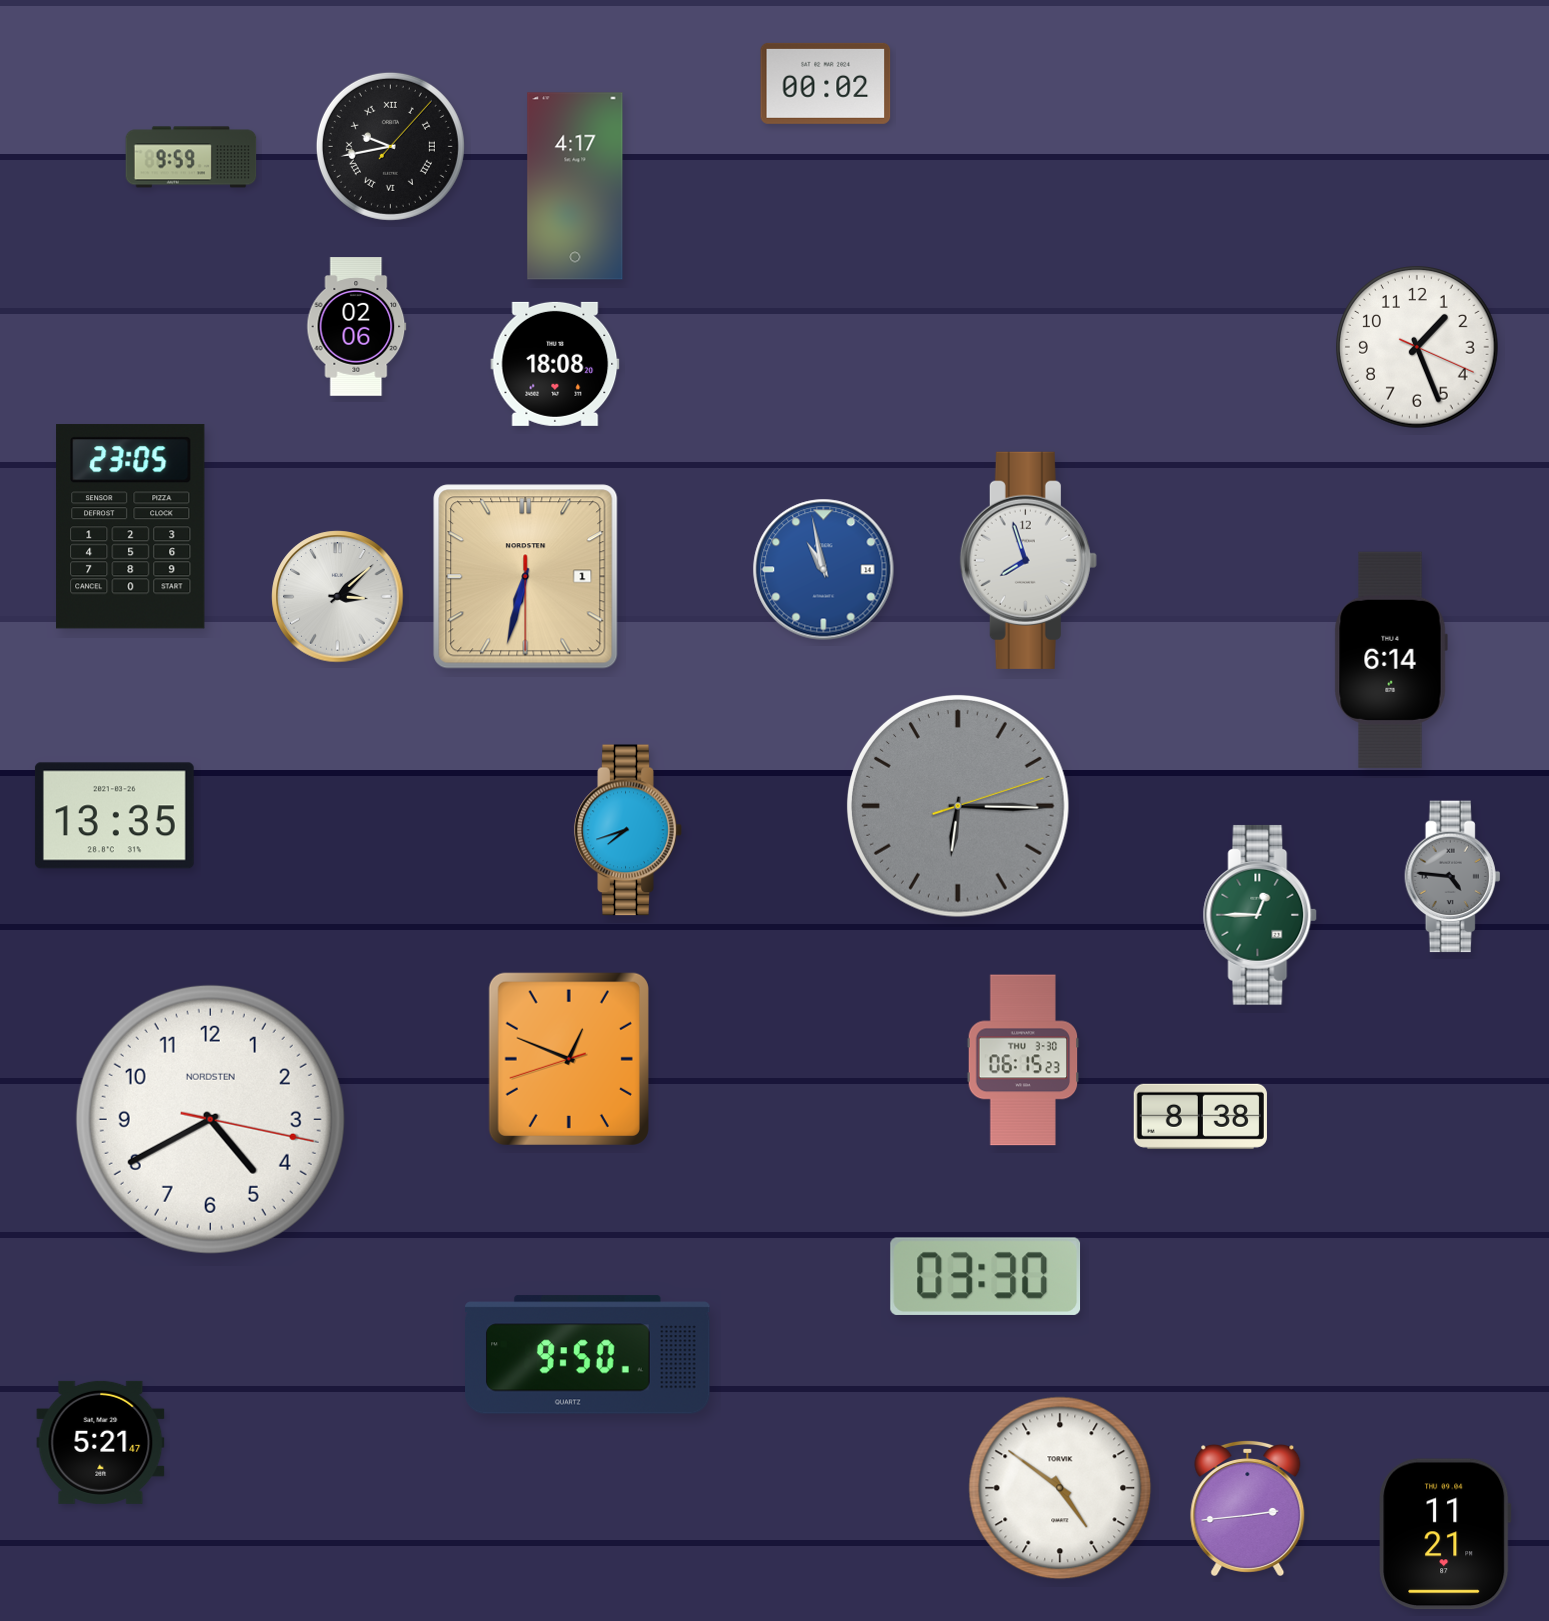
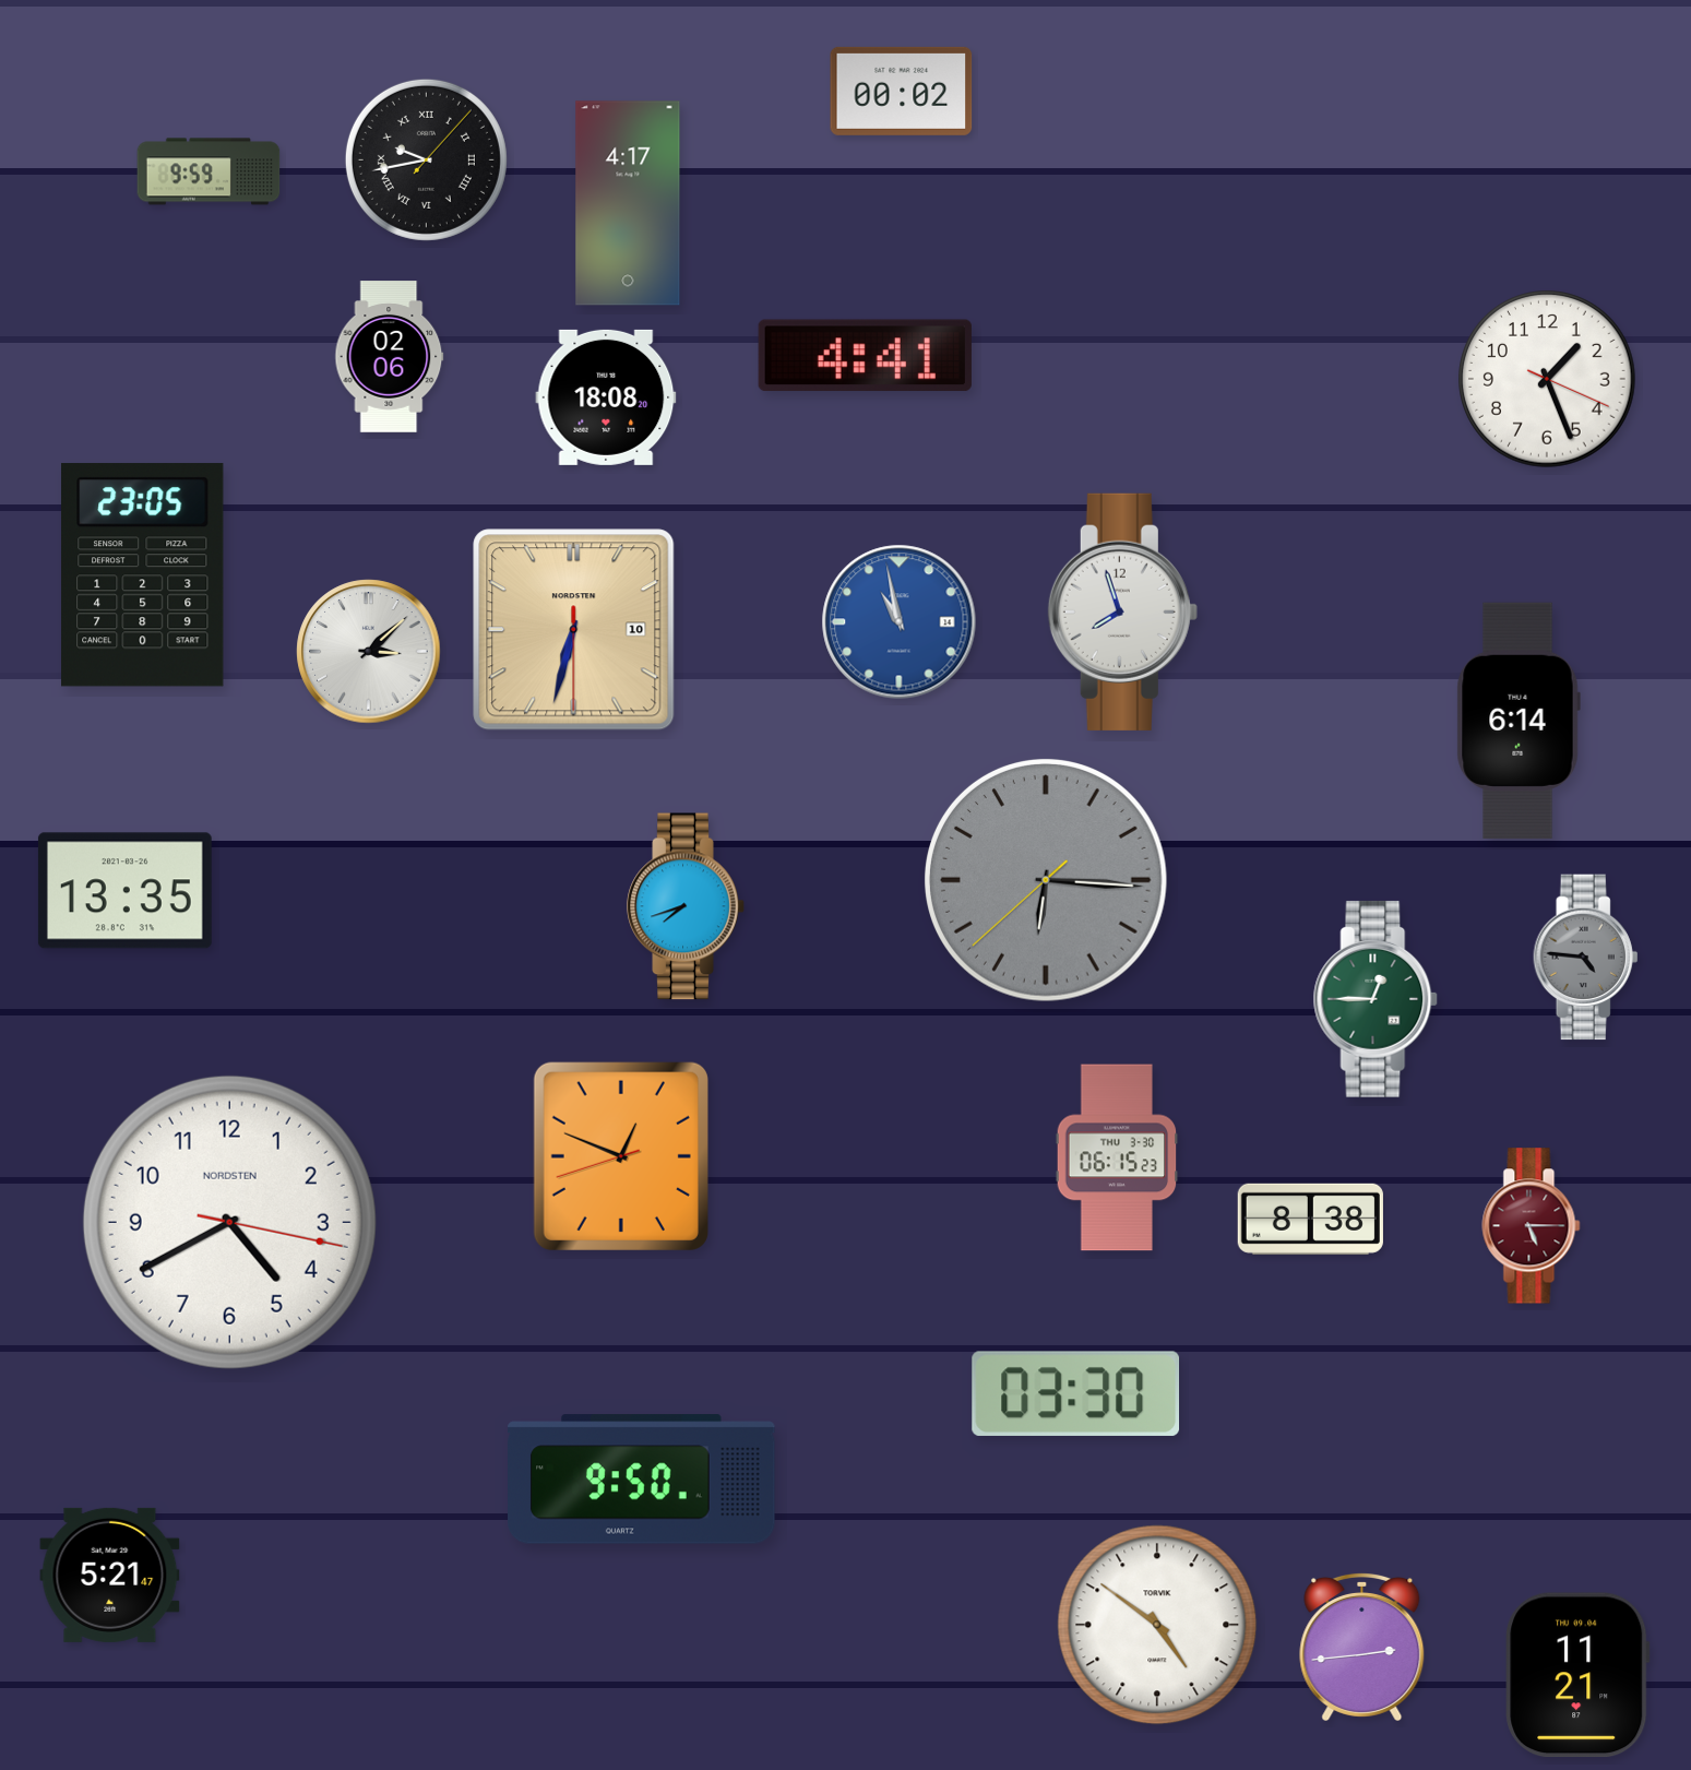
clock at (865, 356): none -> 4:41
clock at (526, 577) date: 1 -> 10
clock at (959, 807): 6:15:12 -> 6:15:38
clock at (1532, 1226): none -> 5:15
